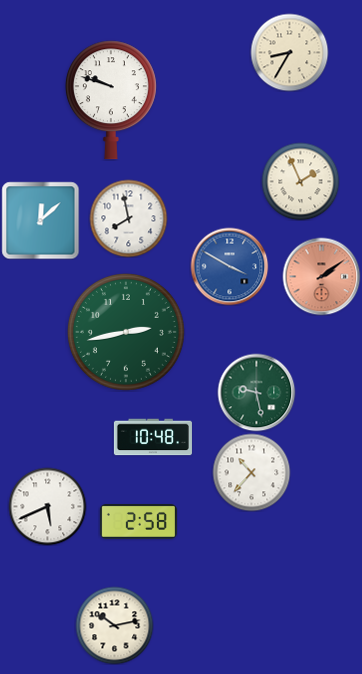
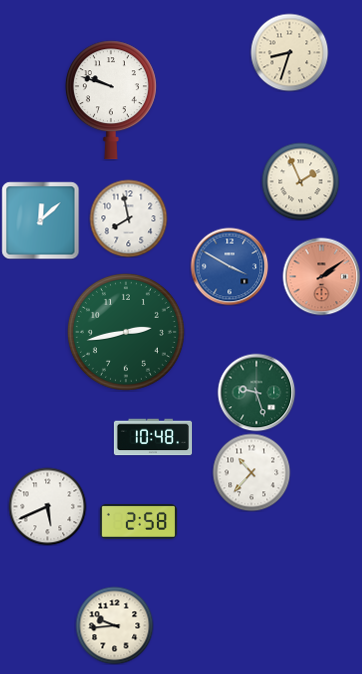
clock at (289, 52): 8:35 -> 8:33
clock at (256, 392): 9:28 -> 9:27
clock at (114, 625): 10:13 -> 9:44
